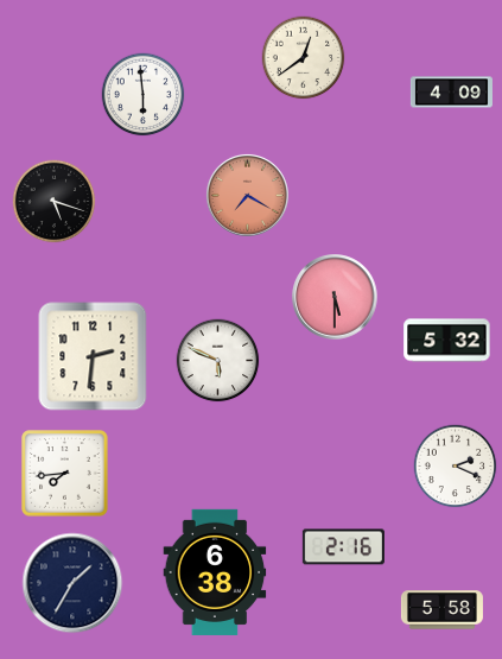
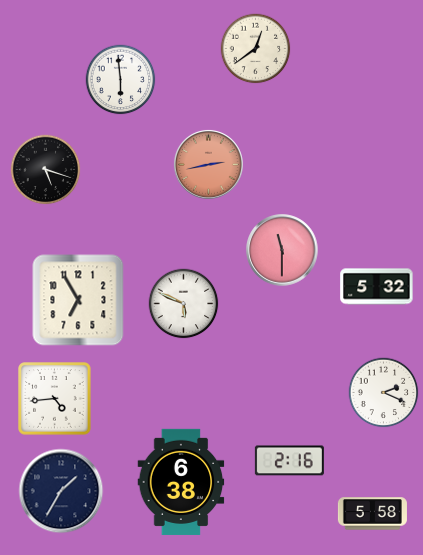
clock at (451, 93): 4:09 -> none
clock at (247, 195): 7:20 -> 2:43
clock at (335, 297): 5:30 -> 11:30
clock at (93, 356): 2:31 -> 6:55
clock at (65, 474): 7:44 -> 4:44
